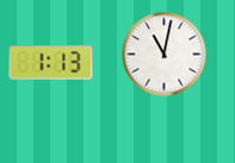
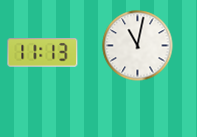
clock at (51, 63): 1:13 -> 11:13
